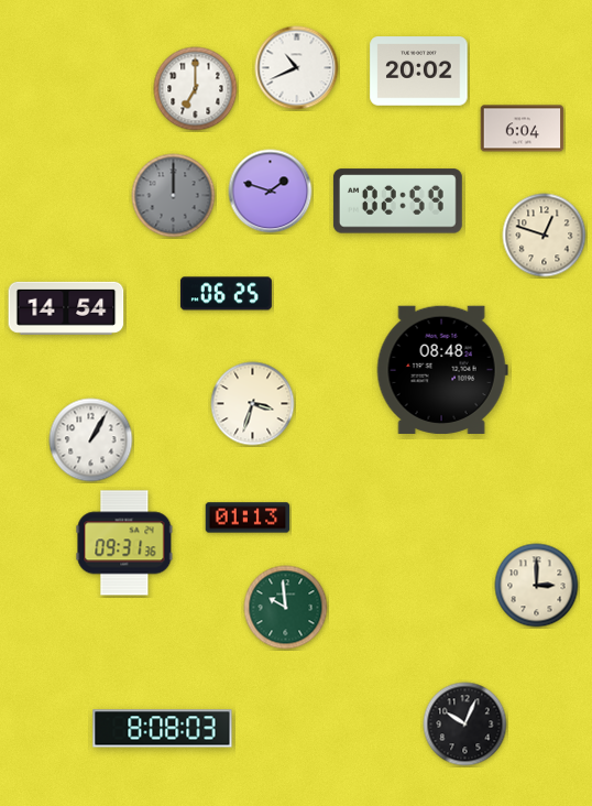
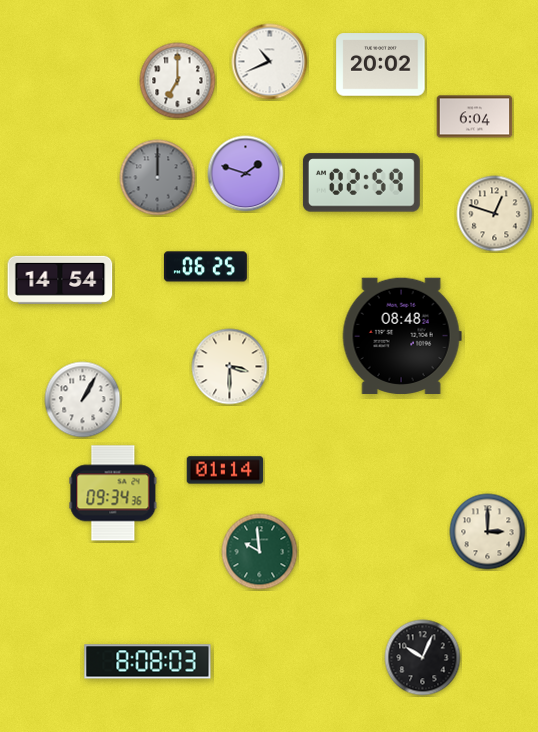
clock at (253, 404): 3:33 -> 3:30
clock at (248, 518): 01:13 -> 01:14
clock at (124, 543): 09:31 -> 09:34
